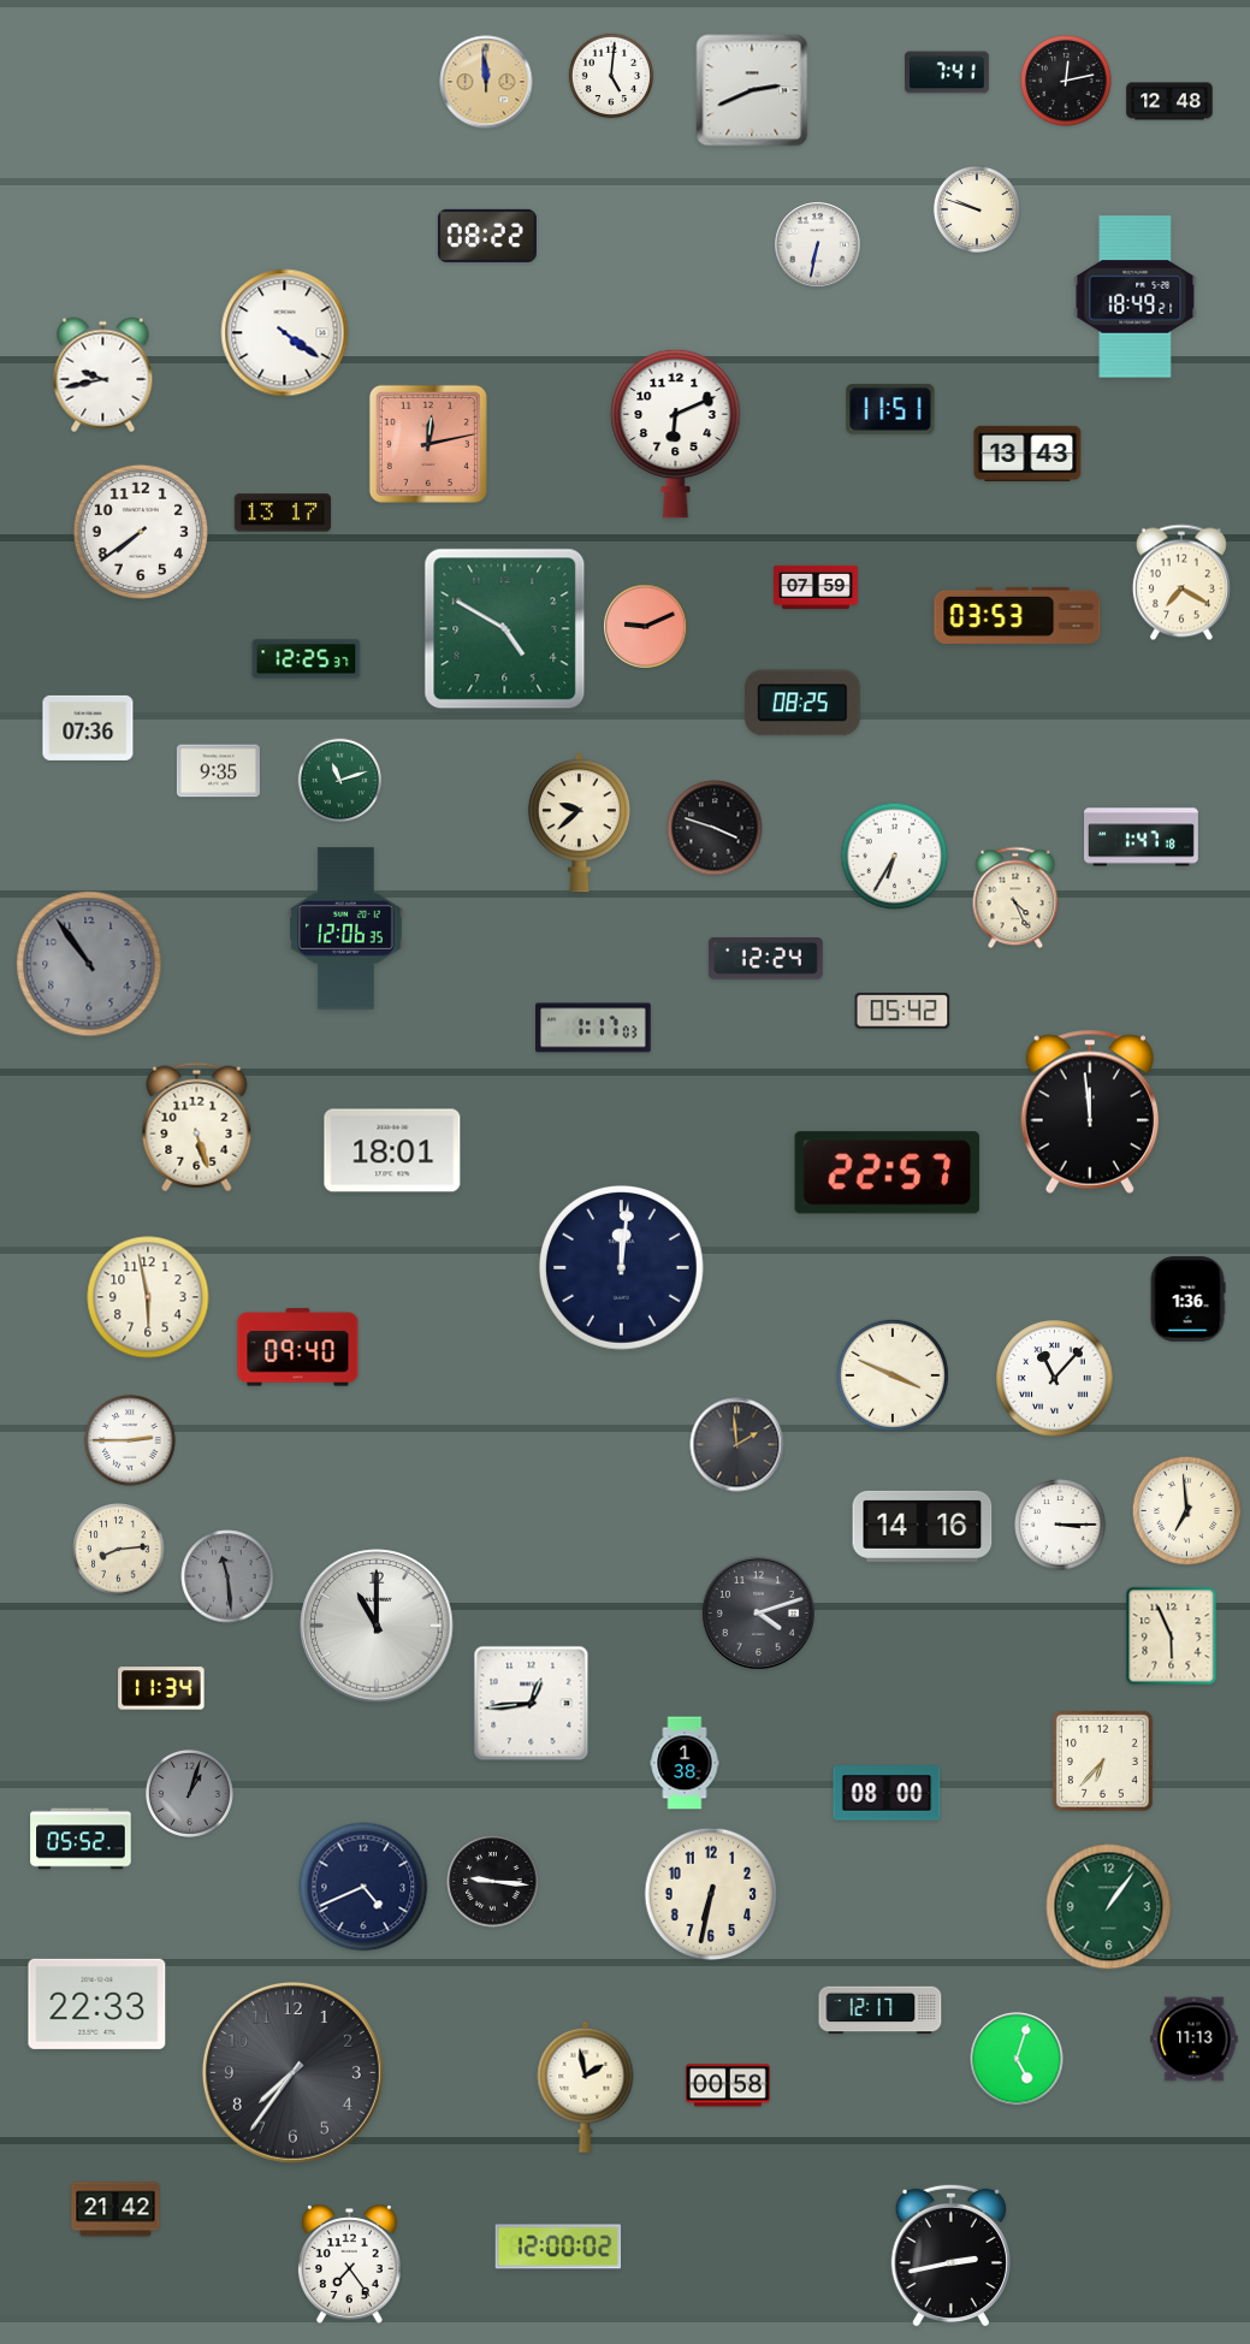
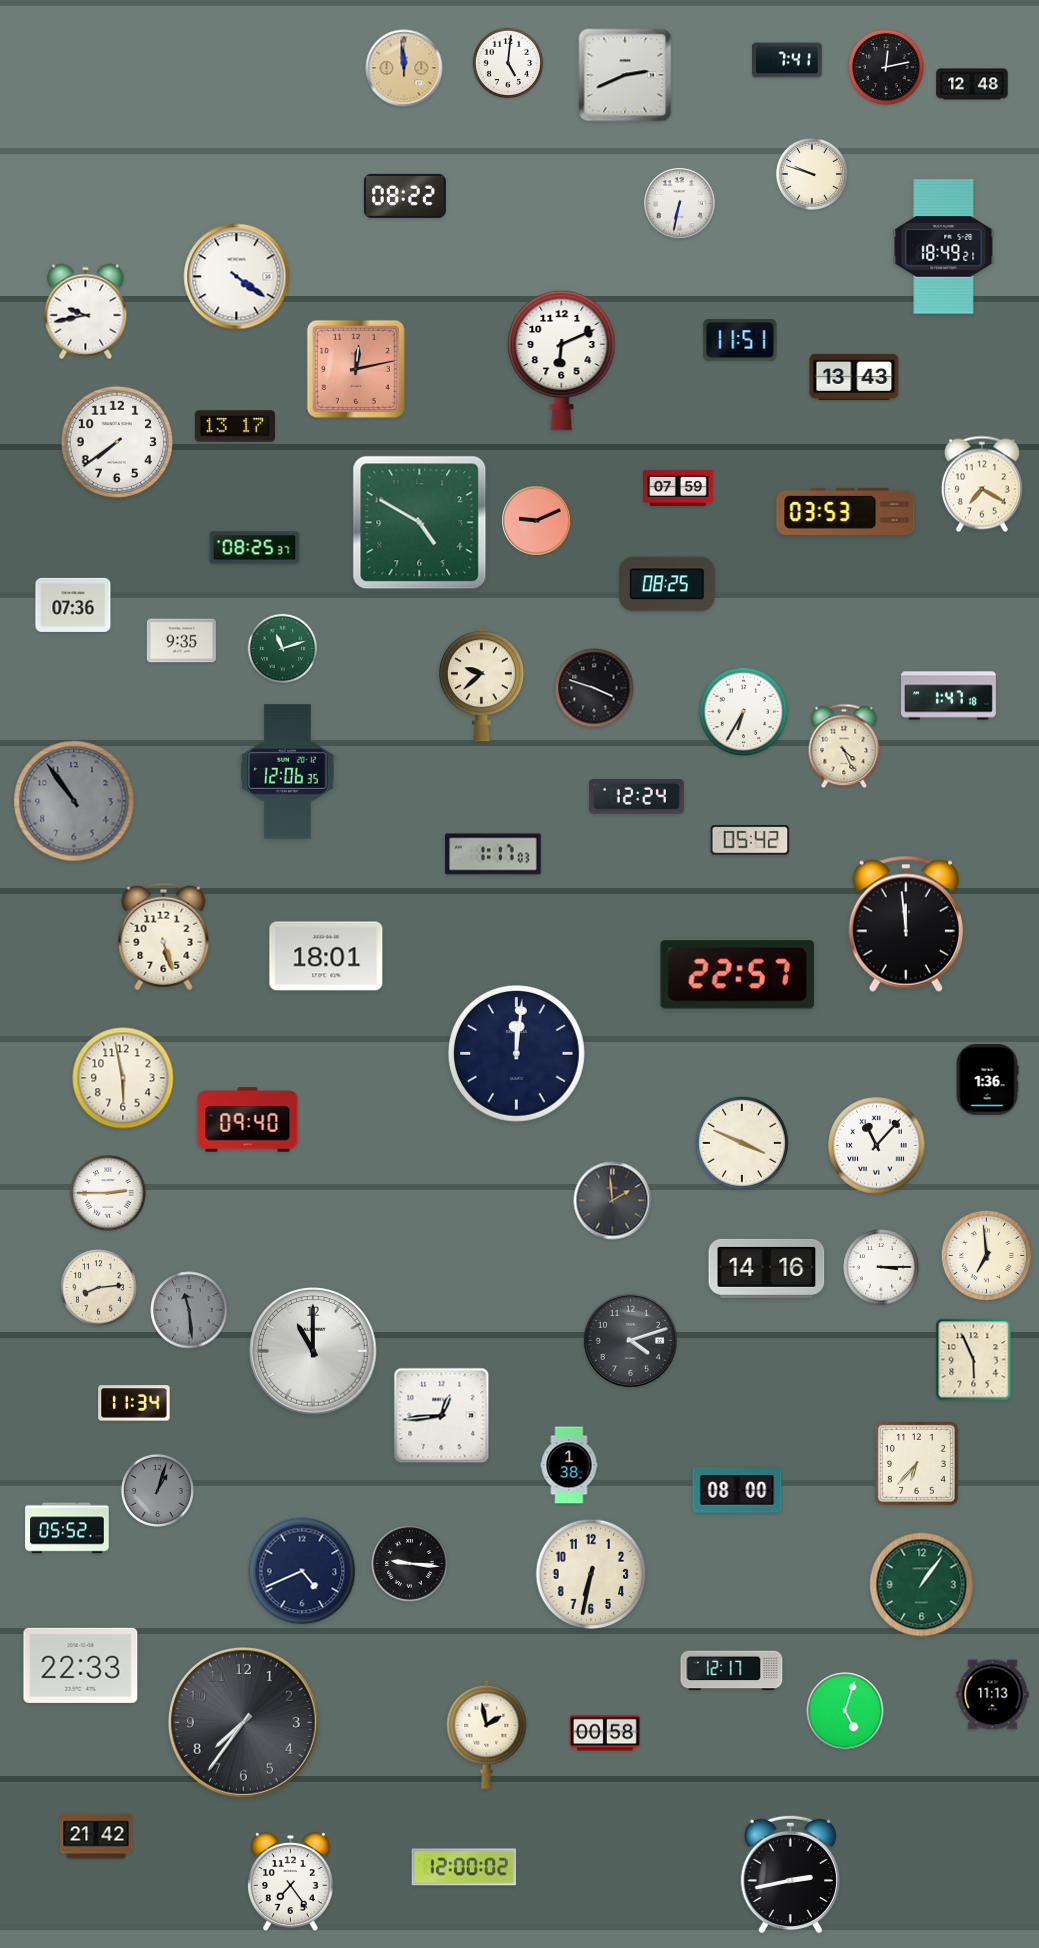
clock at (307, 659): 12:25 -> 08:25
clock at (130, 1440) position: (130, 1440) -> (108, 1193)
clock at (363, 1887) position: (363, 1887) -> (302, 1571)
